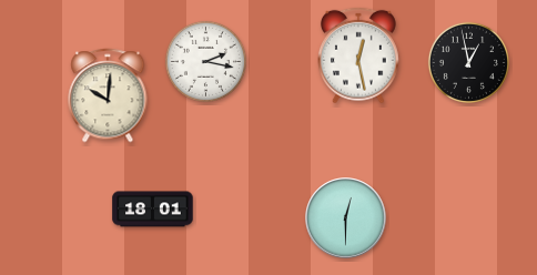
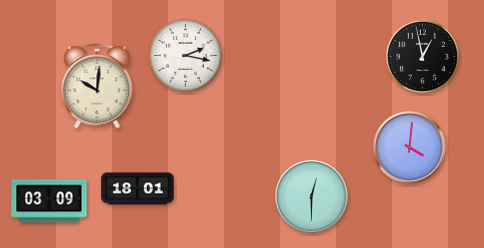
clock at (358, 55): 12:28 -> none
clock at (410, 148): none -> 4:01
clock at (49, 201): none -> 03:09
